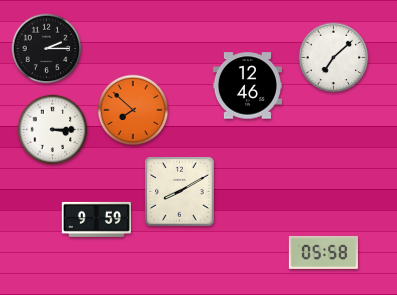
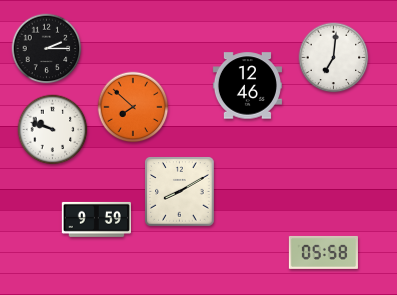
clock at (334, 58): 7:08 -> 7:01
clock at (133, 110) position: (133, 110) -> (133, 107)
clock at (53, 130): 3:15 -> 9:48
